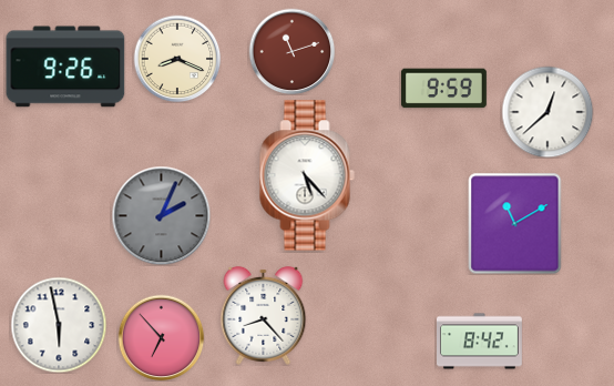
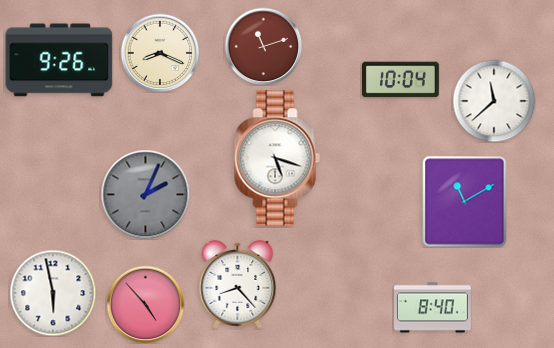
clock at (443, 89): 9:59 -> 10:04
clock at (548, 112): 12:38 -> 11:38
clock at (307, 175): 5:23 -> 5:18
clock at (161, 337): 6:53 -> 4:53
clock at (480, 342): 8:42 -> 8:40
